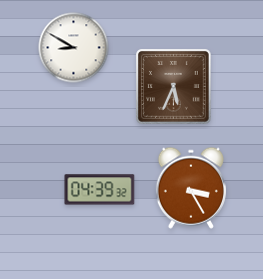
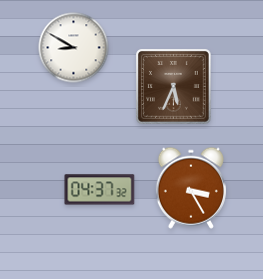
clock at (100, 190): 04:39 -> 04:37
